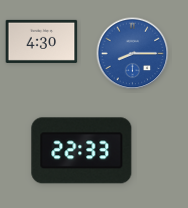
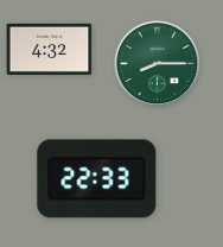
clock at (42, 41): 4:30 -> 4:32
clock at (133, 54) dial: blue -> green
